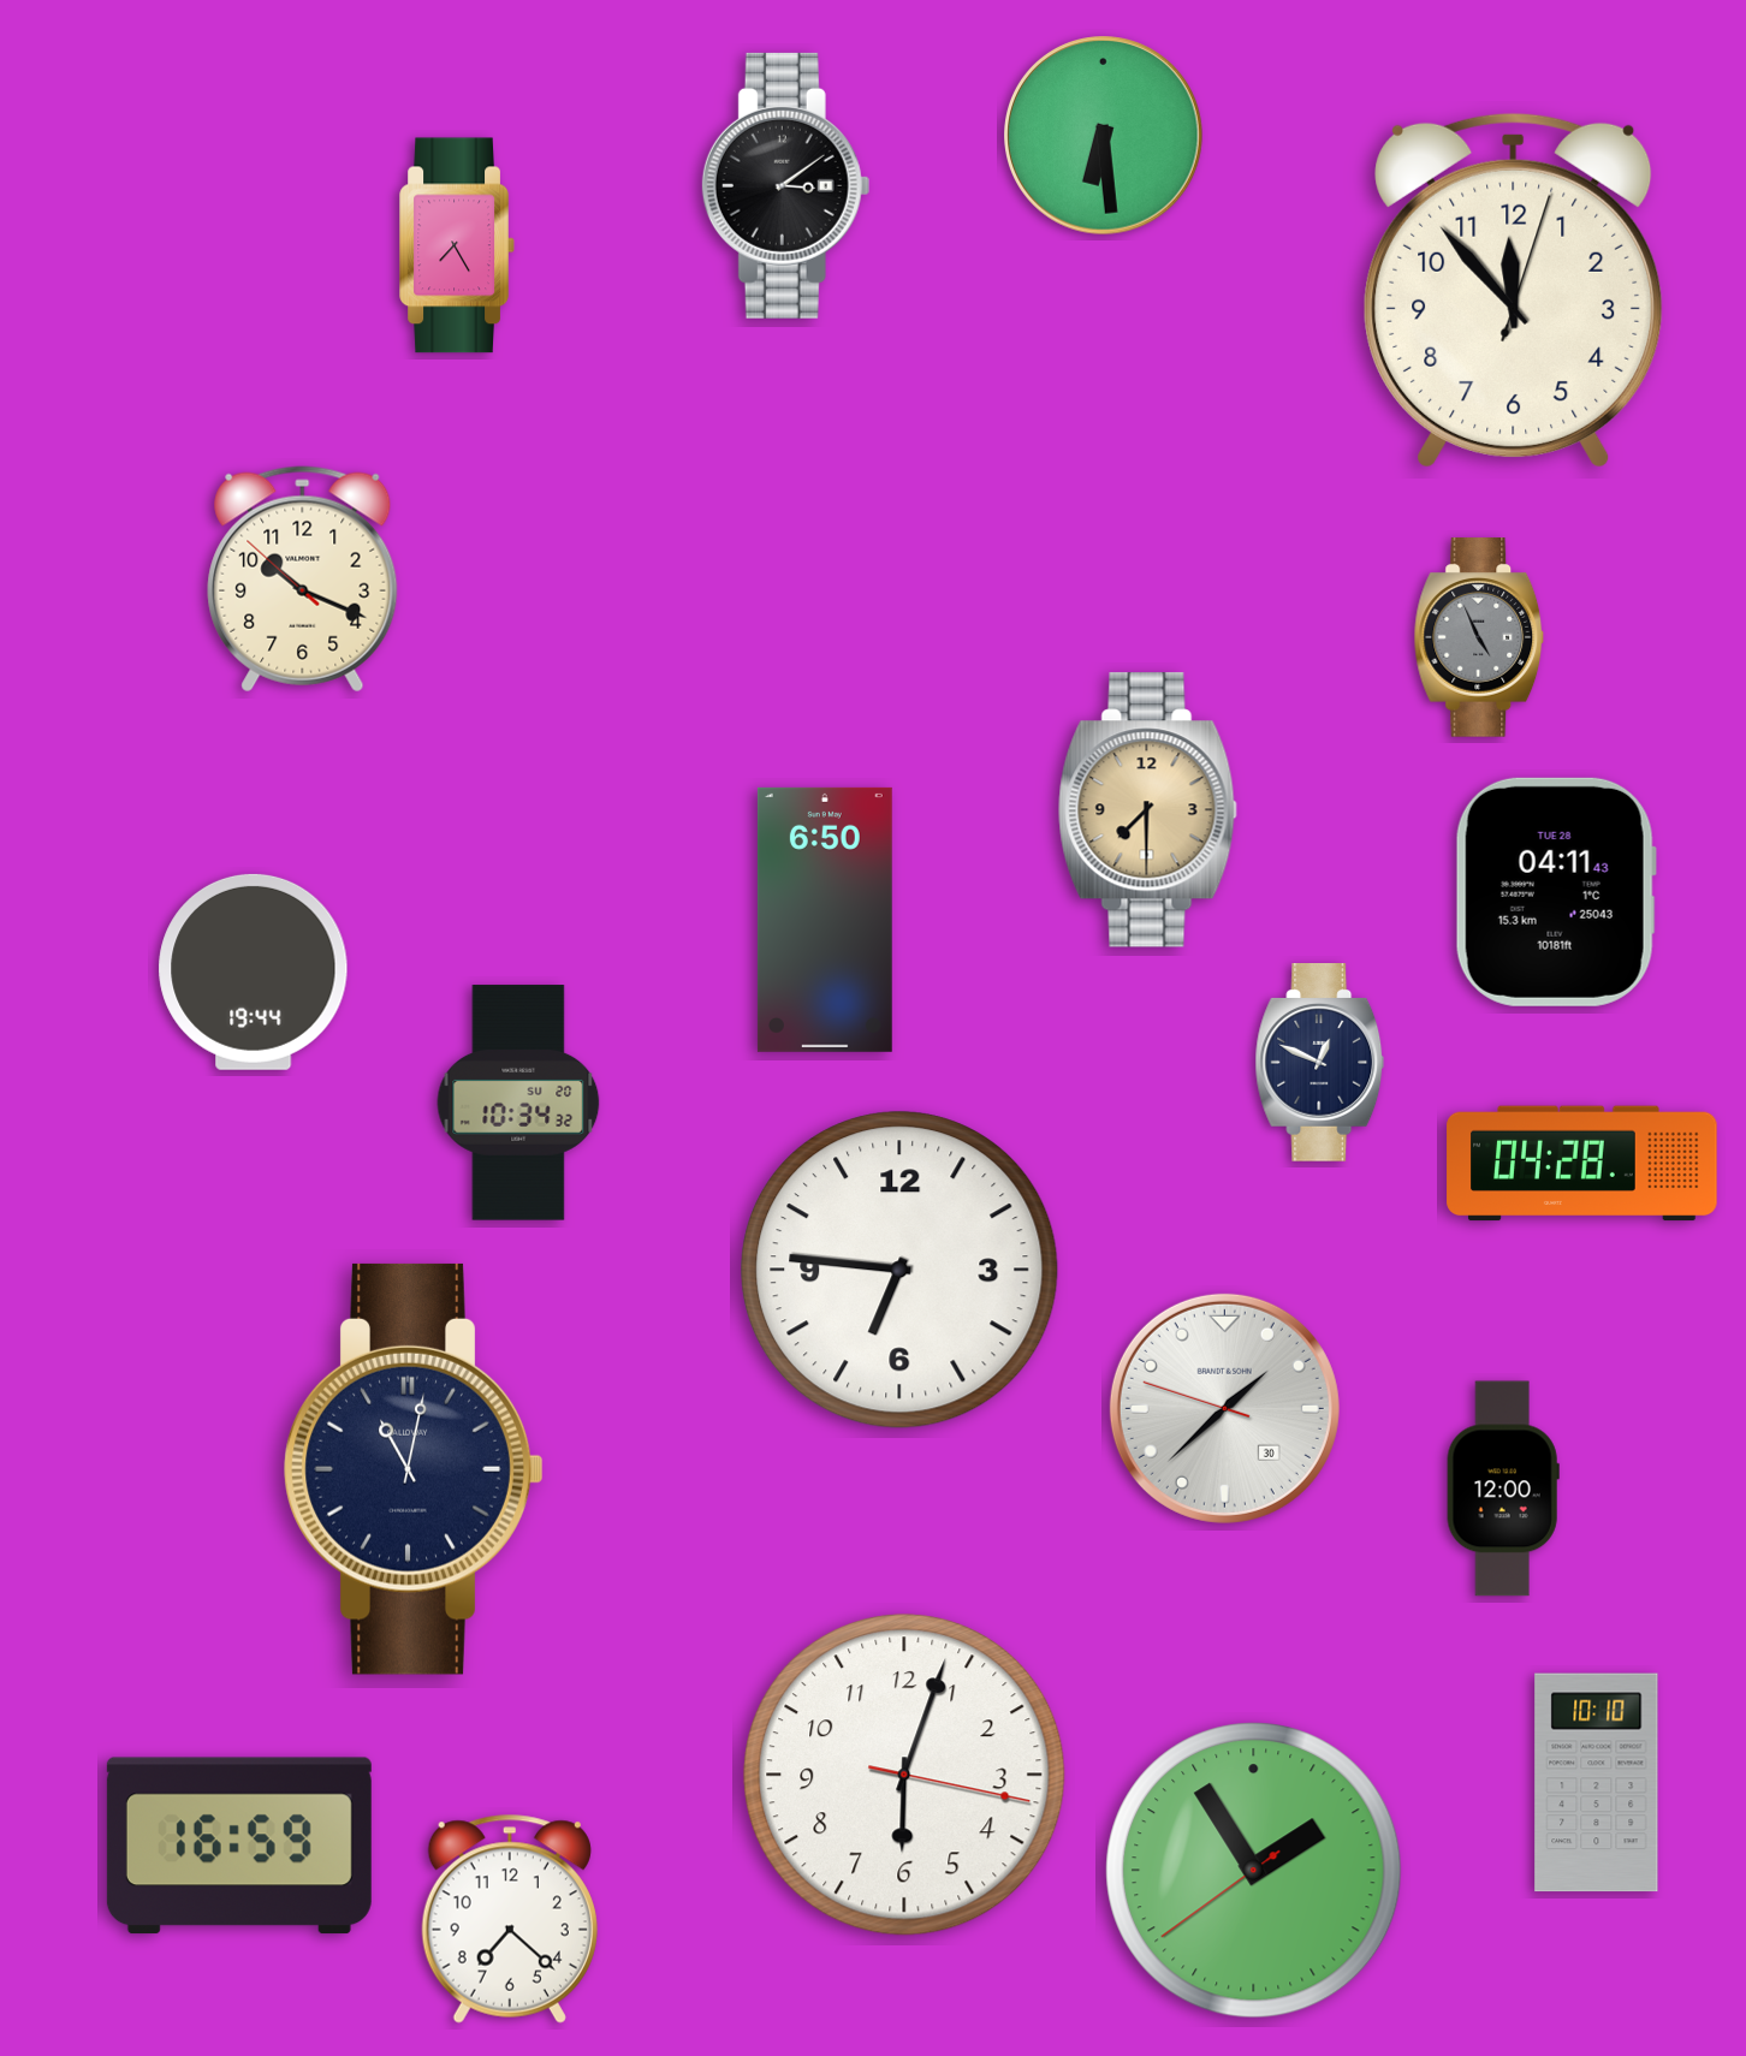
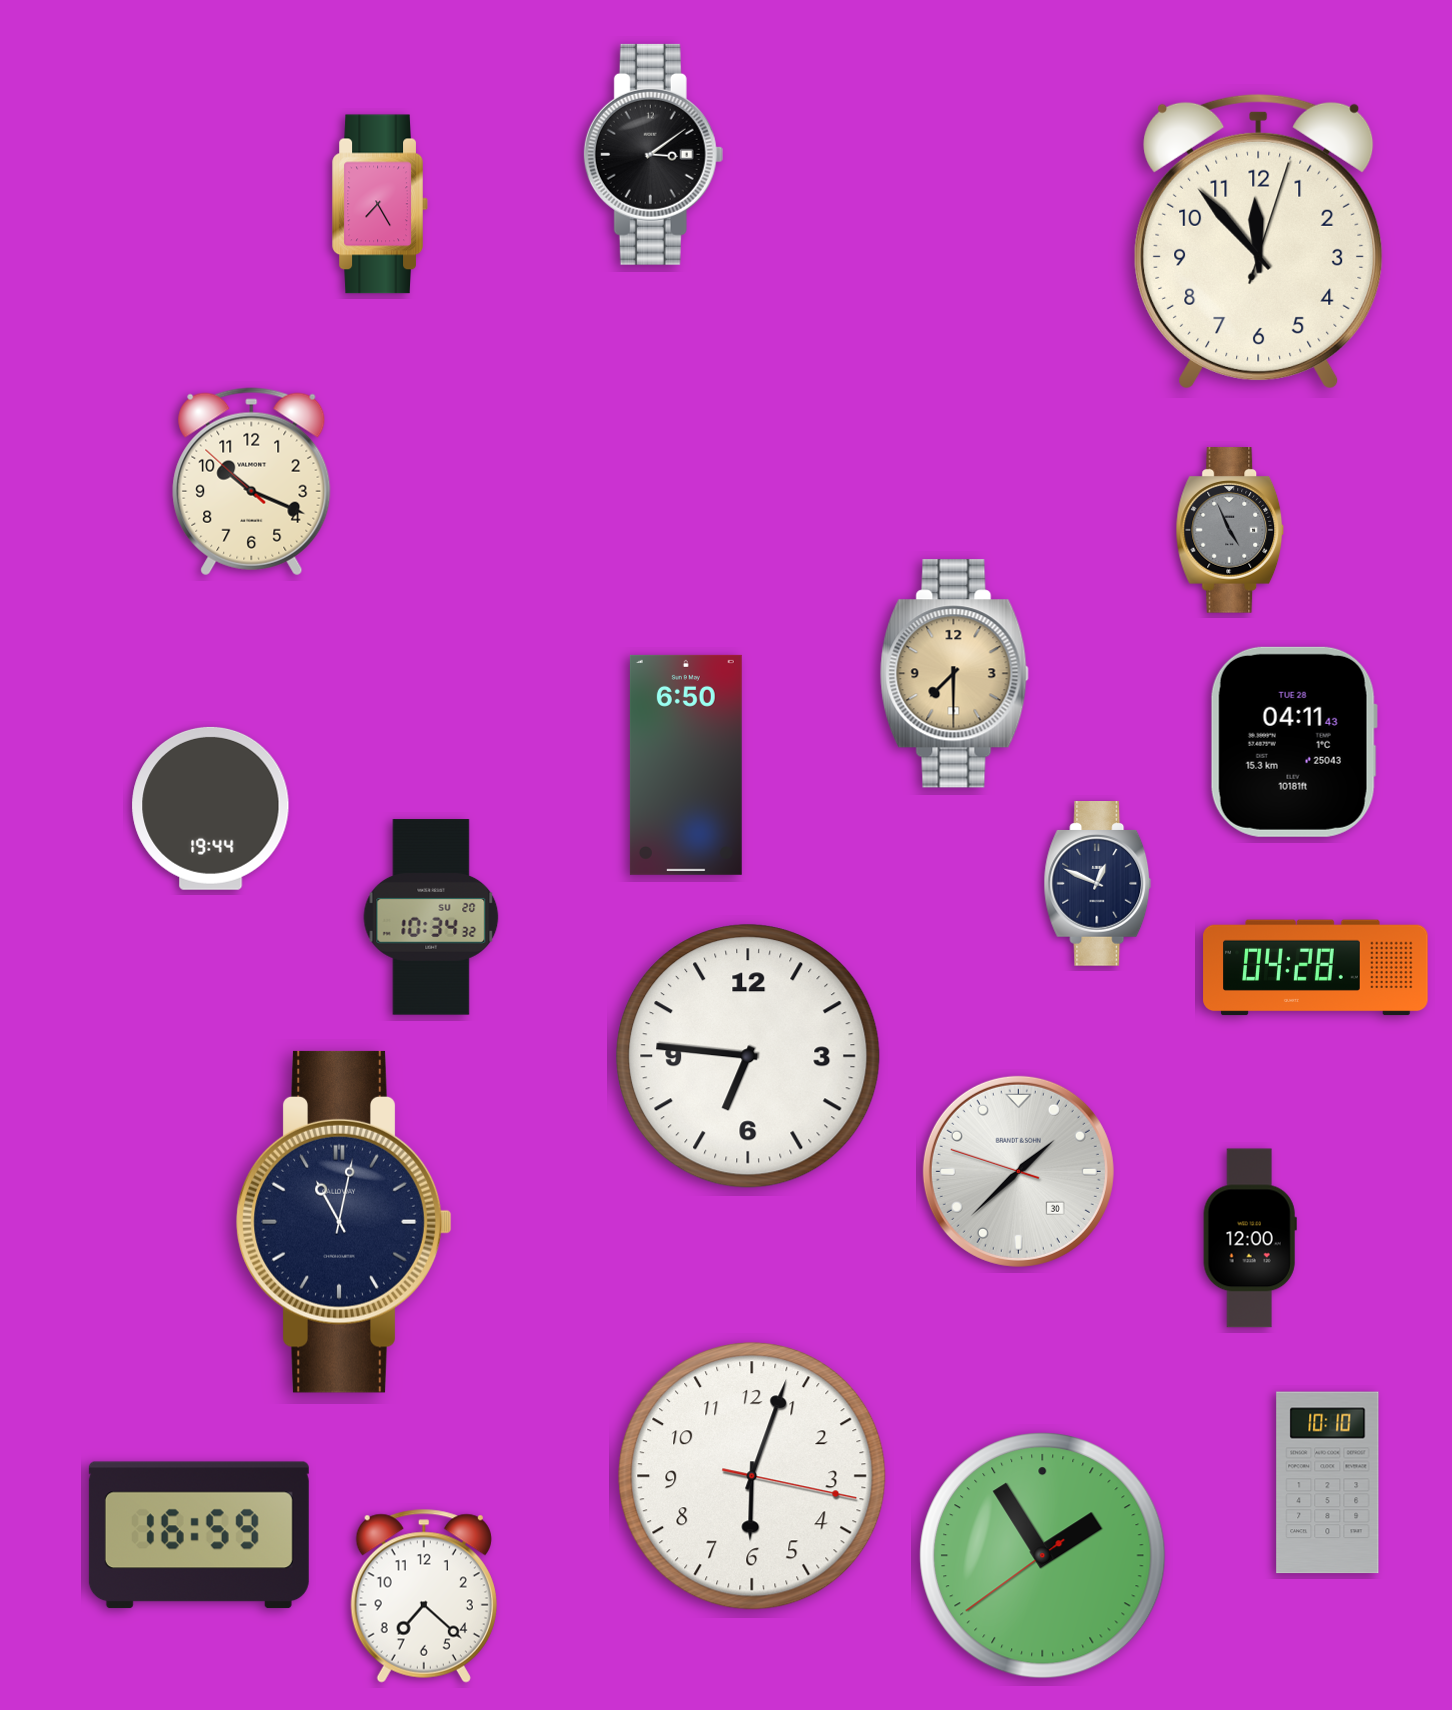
clock at (1104, 136): 6:29 -> none
